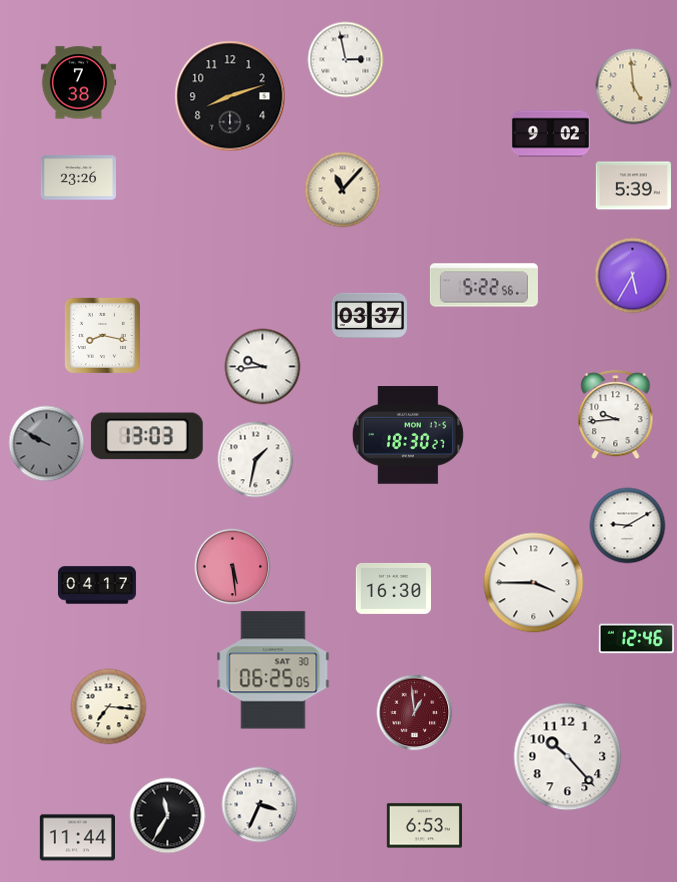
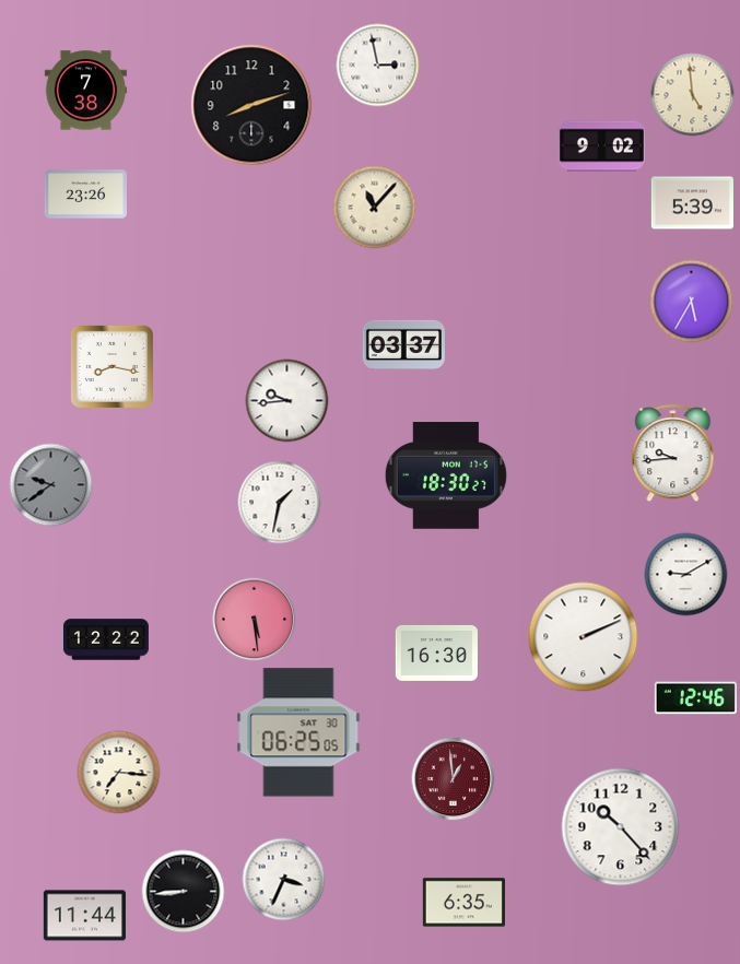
clock at (484, 285): 5:22 -> none
clock at (147, 436): 13:03 -> none
clock at (47, 444): 9:50 -> 9:39
clock at (534, 583): 3:45 -> 2:11
clock at (97, 585): 04:17 -> 12:22
clock at (393, 588) position: (393, 588) -> (436, 653)
clock at (168, 816): 11:35 -> 8:44
clock at (424, 826): 6:53 -> 6:35
